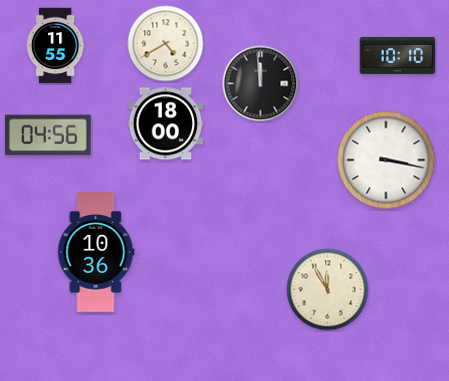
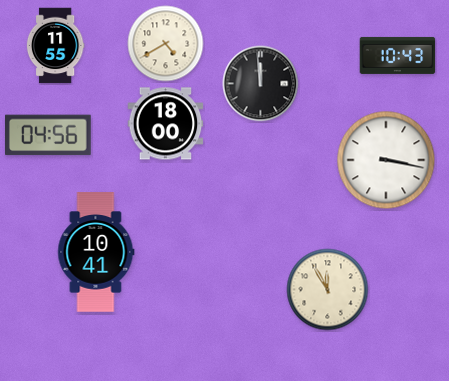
clock at (398, 55): 10:10 -> 10:43
clock at (96, 252): 10:36 -> 10:41
